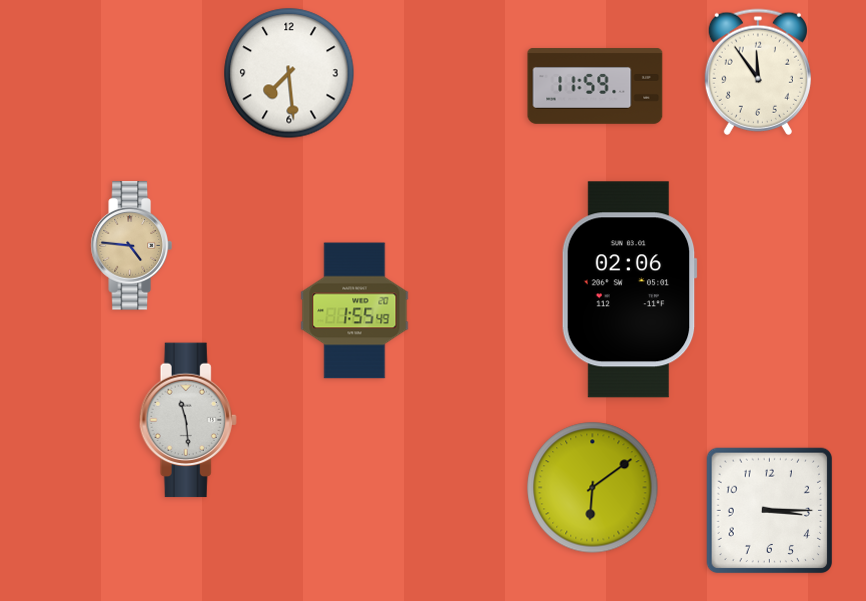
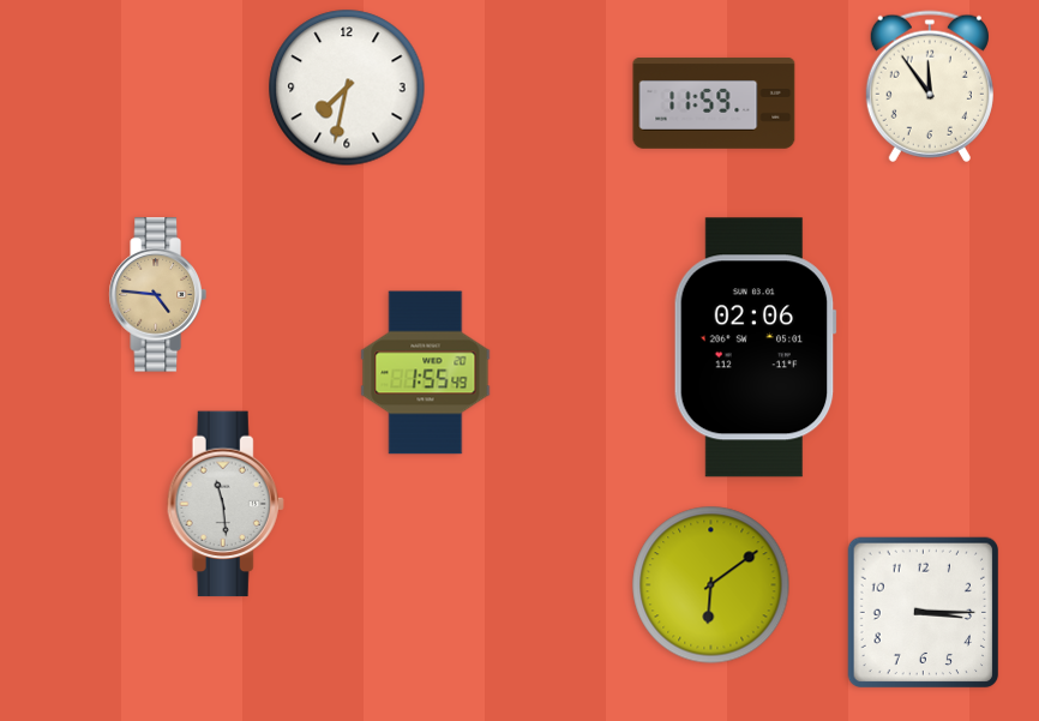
clock at (758, 72) position: (758, 72) -> (930, 86)
clock at (289, 73): 7:29 -> 7:32
